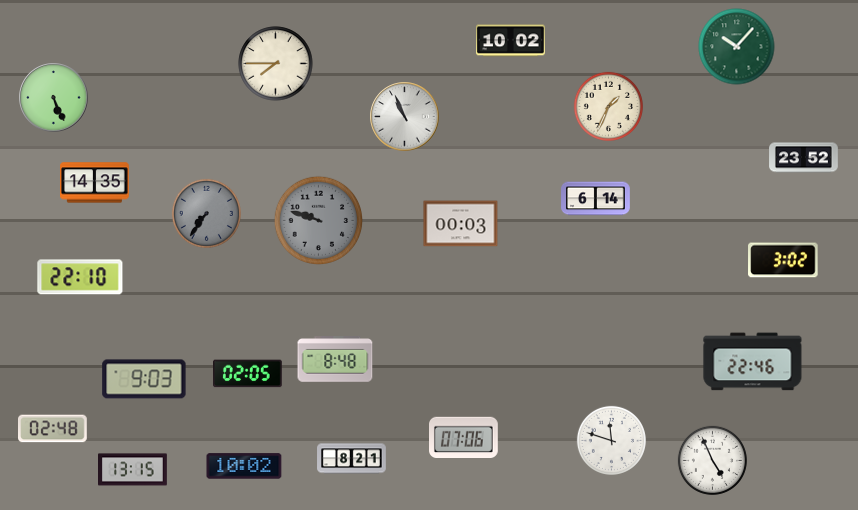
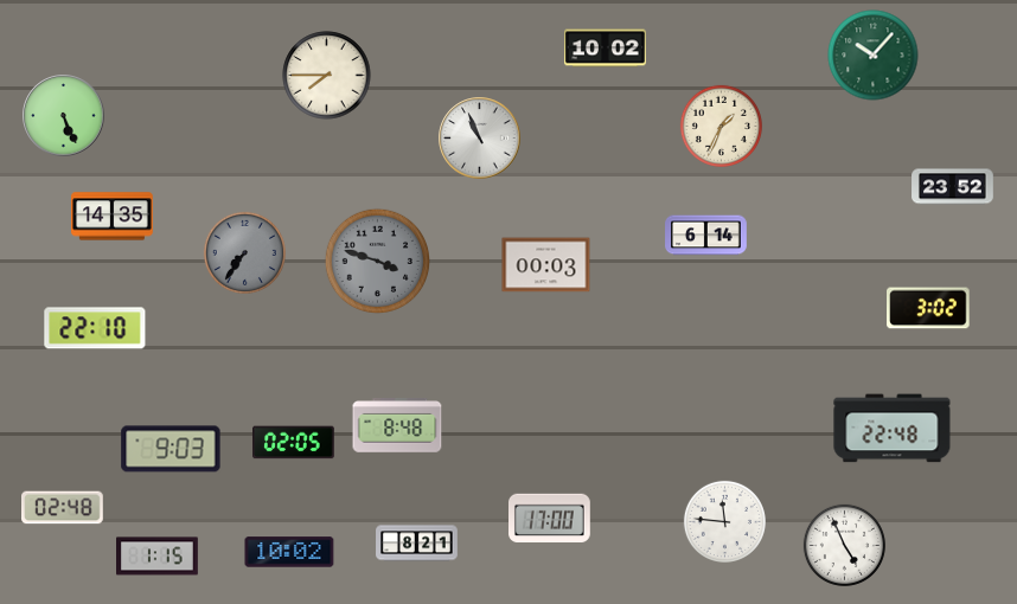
clock at (318, 220): 9:48 -> 3:48
clock at (753, 362): 22:46 -> 22:48
clock at (464, 438): 07:06 -> 17:00
clock at (611, 440): 11:48 -> 11:46
clock at (133, 470): 13:15 -> 1:15
